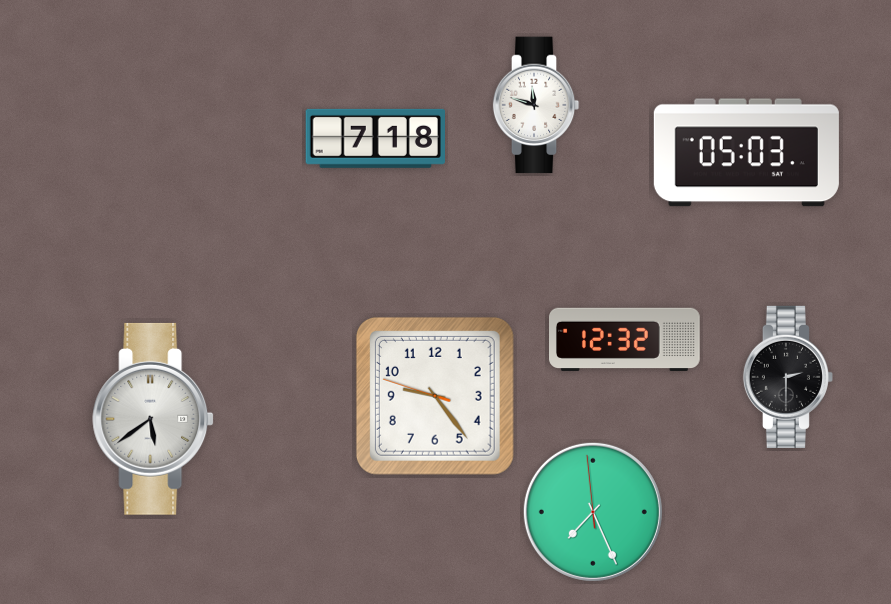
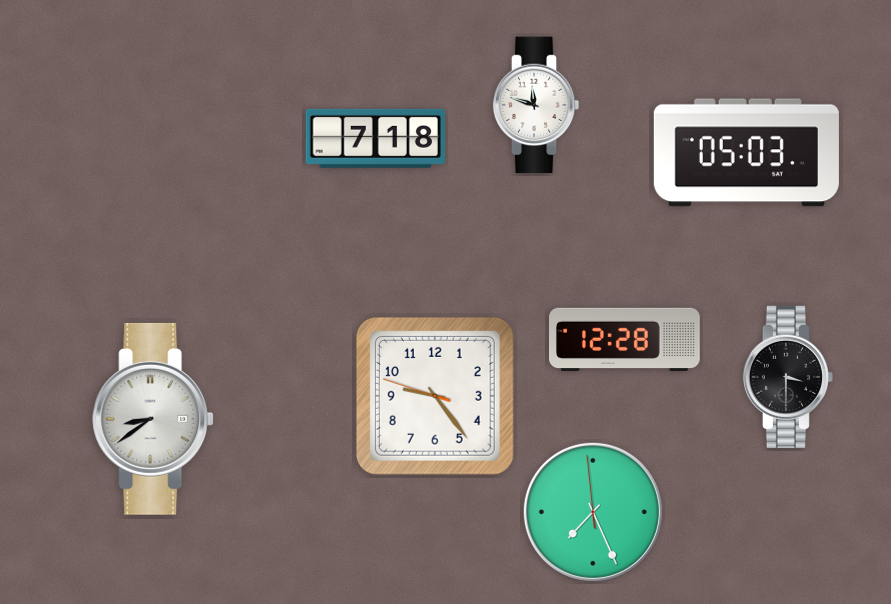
clock at (625, 339): 12:32 -> 12:28
clock at (788, 377): 2:30 -> 3:30
clock at (153, 419): 5:39 -> 8:39
